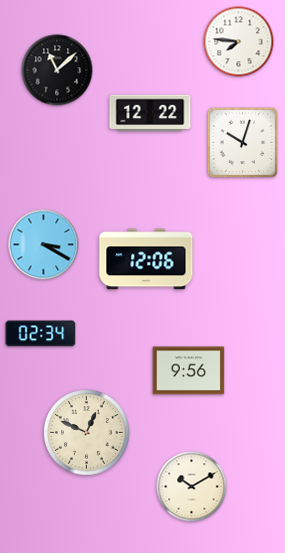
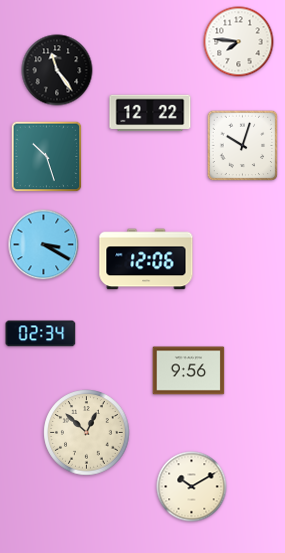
clock at (57, 70): 11:08 -> 11:24
clock at (243, 143) position: (243, 143) -> (243, 146)
clock at (47, 157): none -> 10:27
clock at (87, 433): 12:49 -> 12:52
